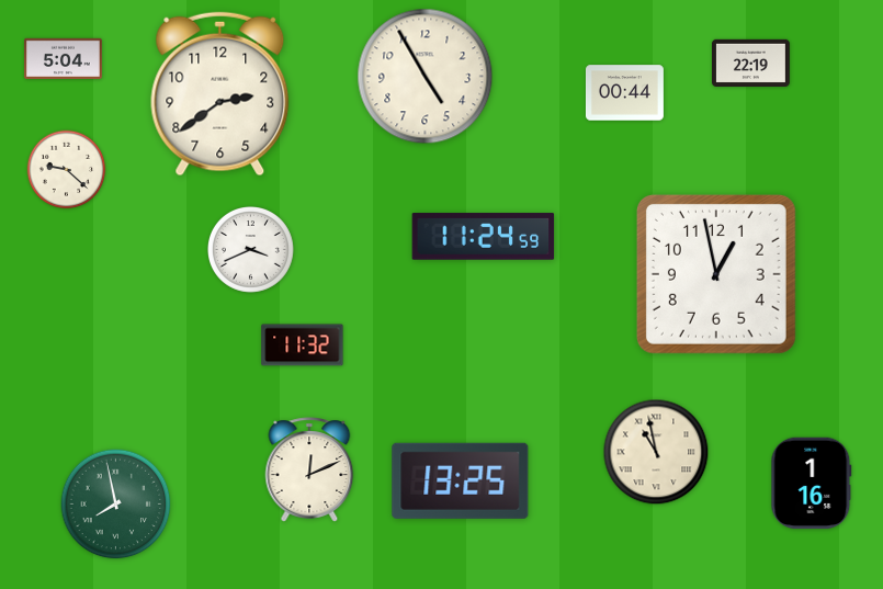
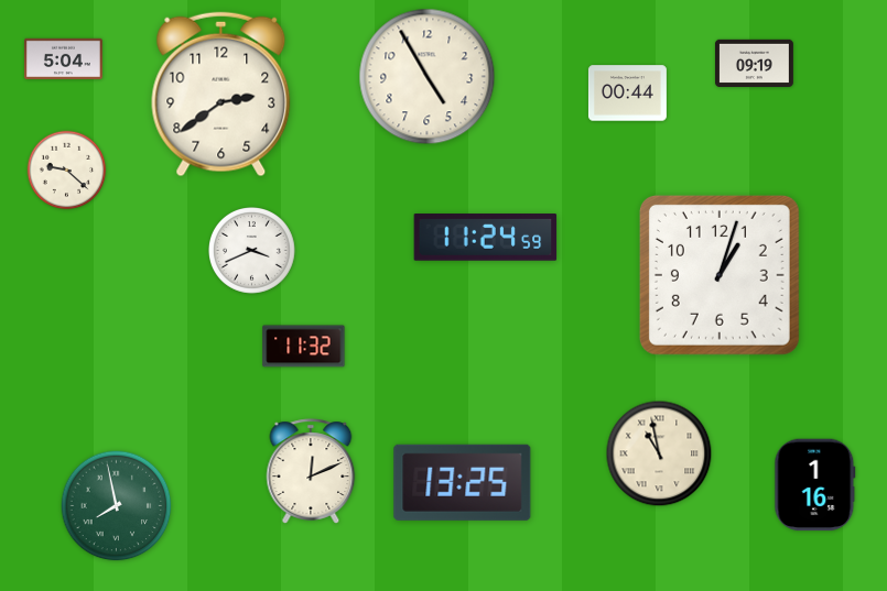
clock at (750, 63): 22:19 -> 09:19
clock at (716, 274): 12:58 -> 1:03
